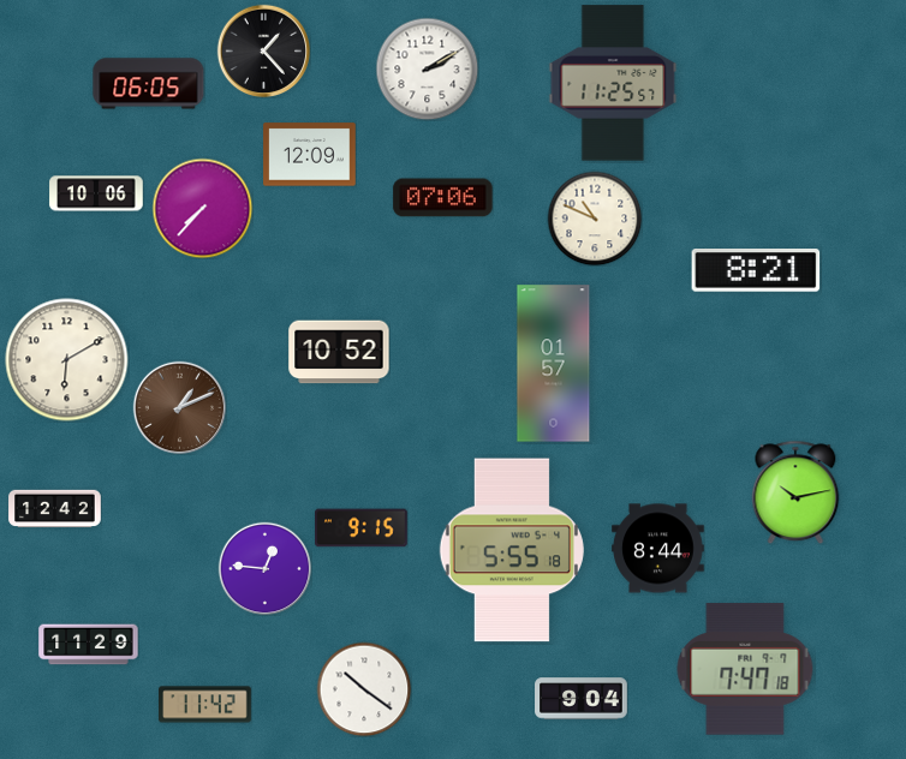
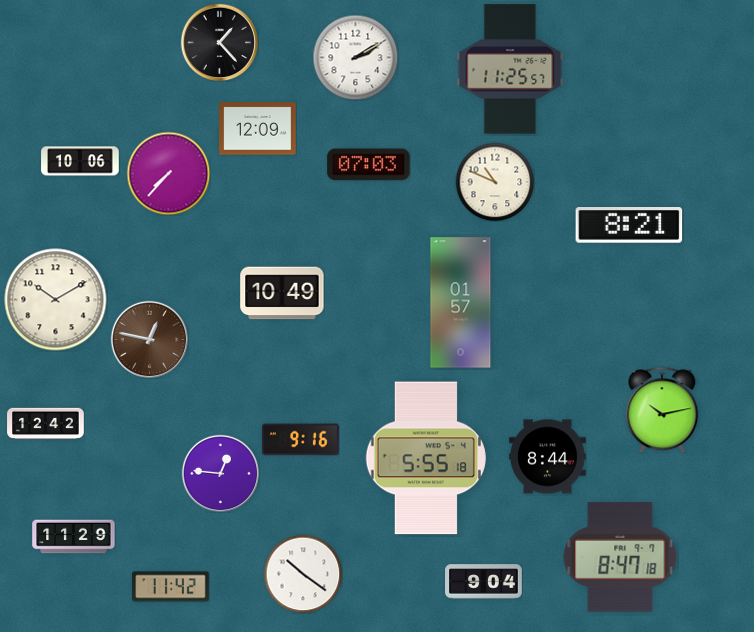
clock at (149, 84): 06:05 -> none
clock at (443, 198): 07:06 -> 07:03
clock at (339, 352): 10:52 -> 10:49
clock at (67, 360): 6:10 -> 10:10
clock at (179, 407): 1:11 -> 12:47
clock at (362, 528): 9:15 -> 9:16
clock at (745, 669): 7:47 -> 8:47
